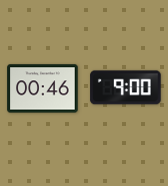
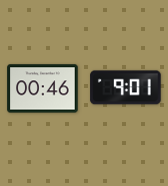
clock at (126, 88): 9:00 -> 9:01
